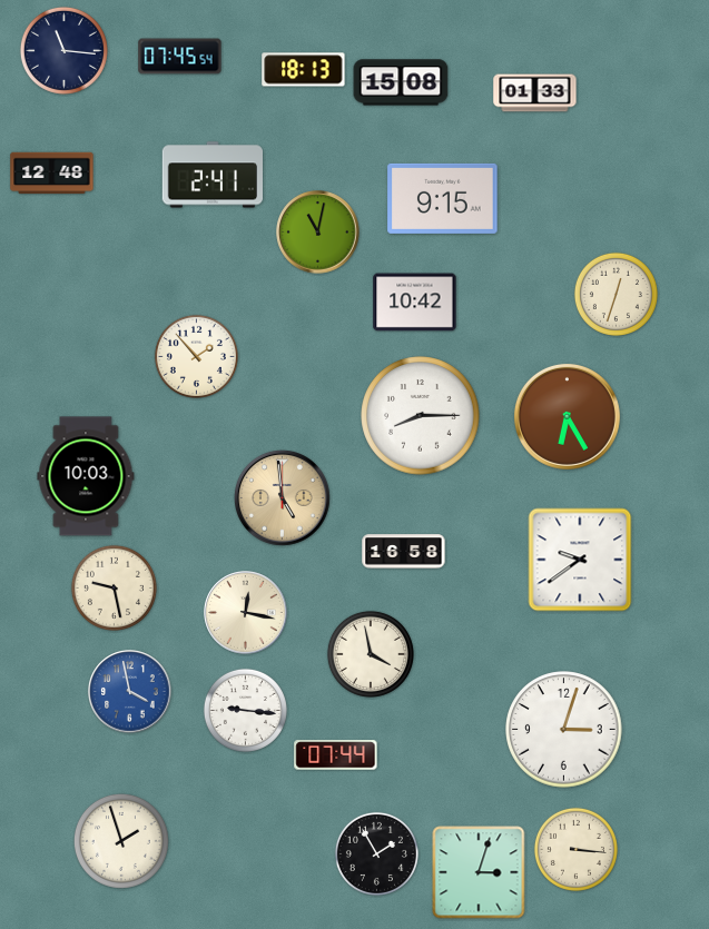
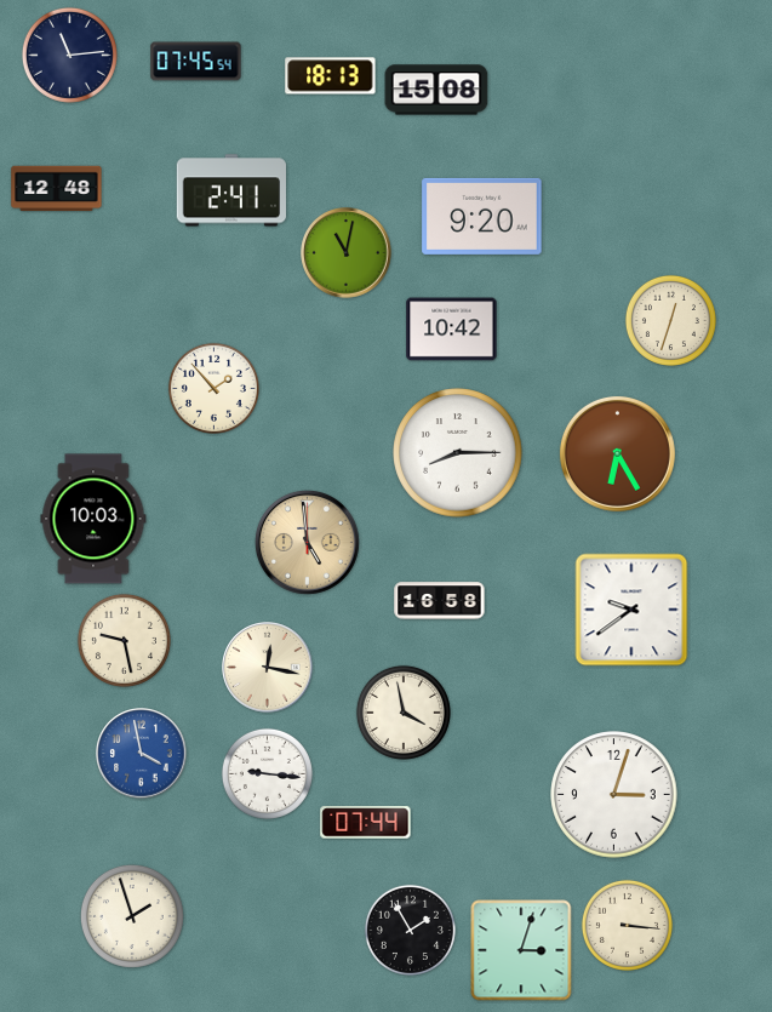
clock at (63, 50): 11:16 -> 11:14
clock at (535, 93): 01:33 -> none
clock at (443, 198): 9:15 -> 9:20
